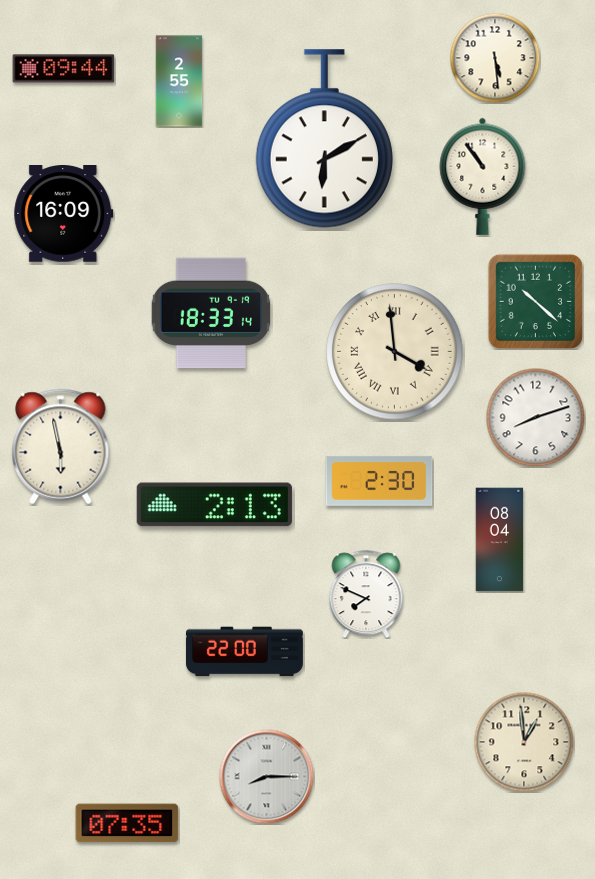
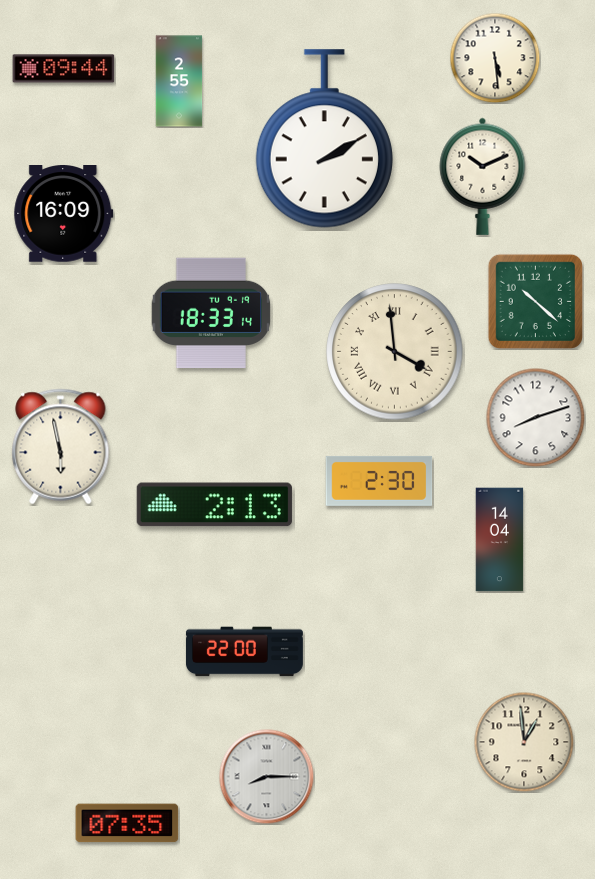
clock at (324, 139): 6:10 -> 2:10
clock at (483, 176): 10:54 -> 10:11
clock at (500, 540): 08:04 -> 14:04
clock at (366, 594): 7:49 -> none
